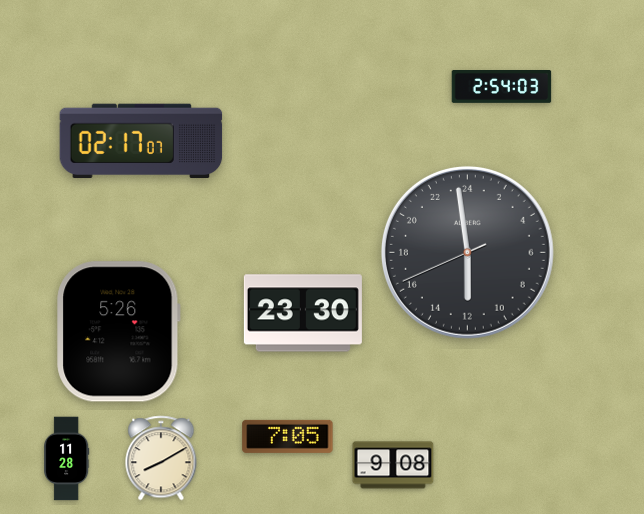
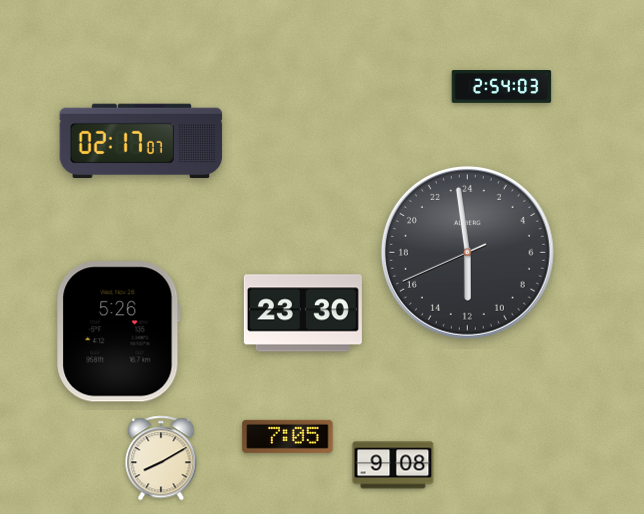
clock at (67, 459): 11:28 -> none
